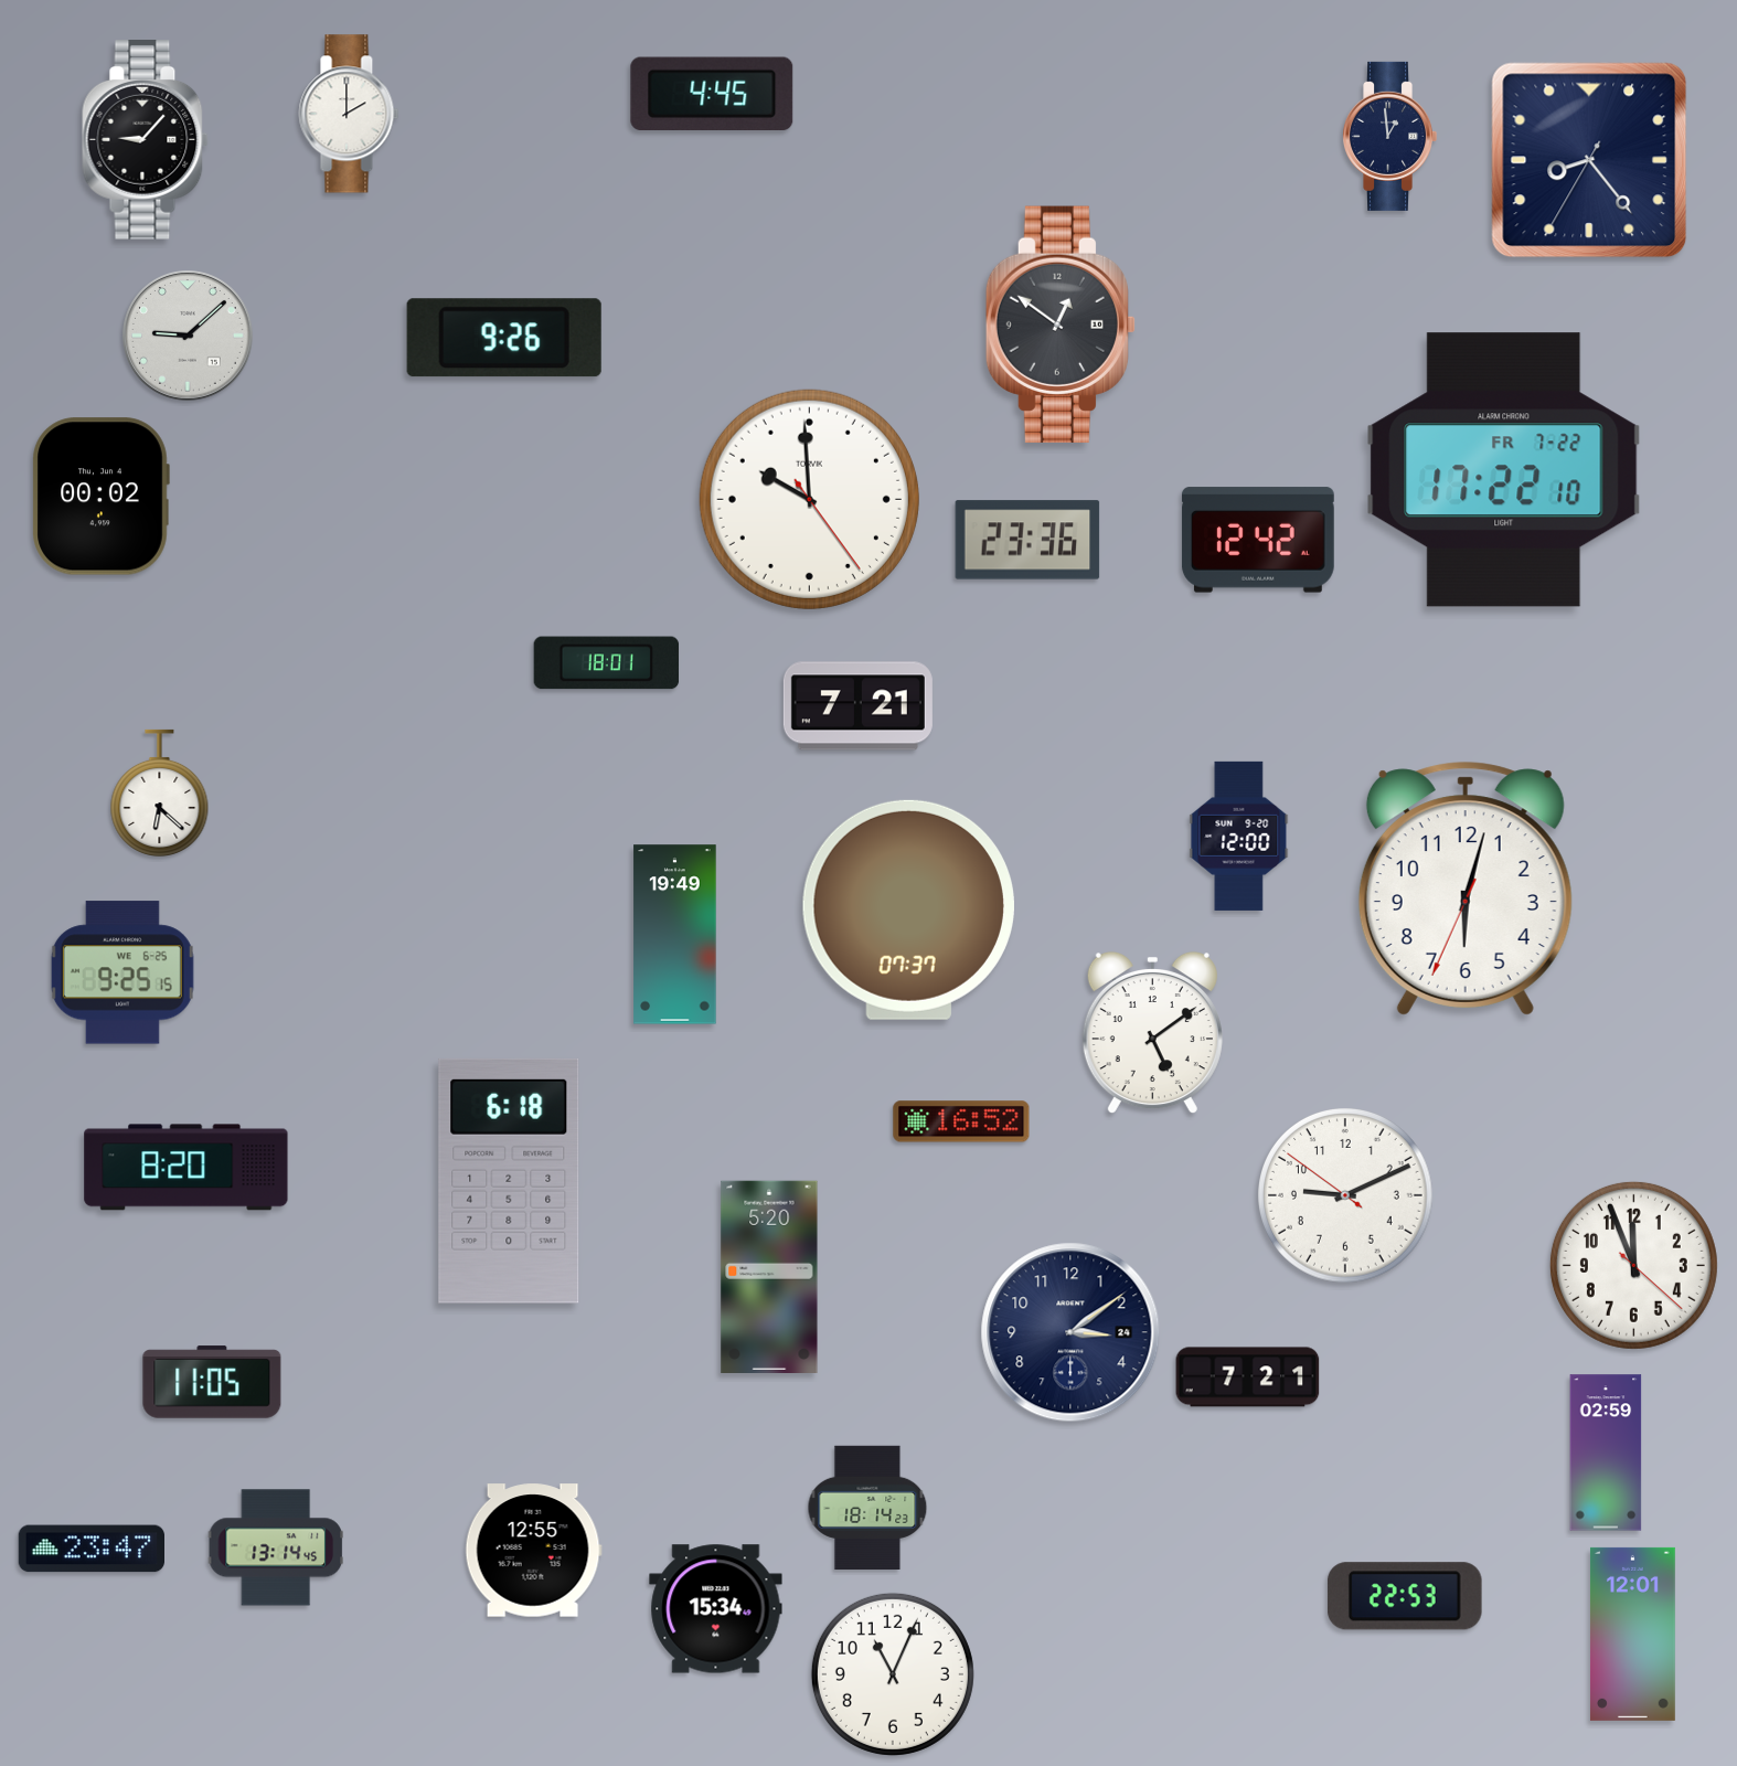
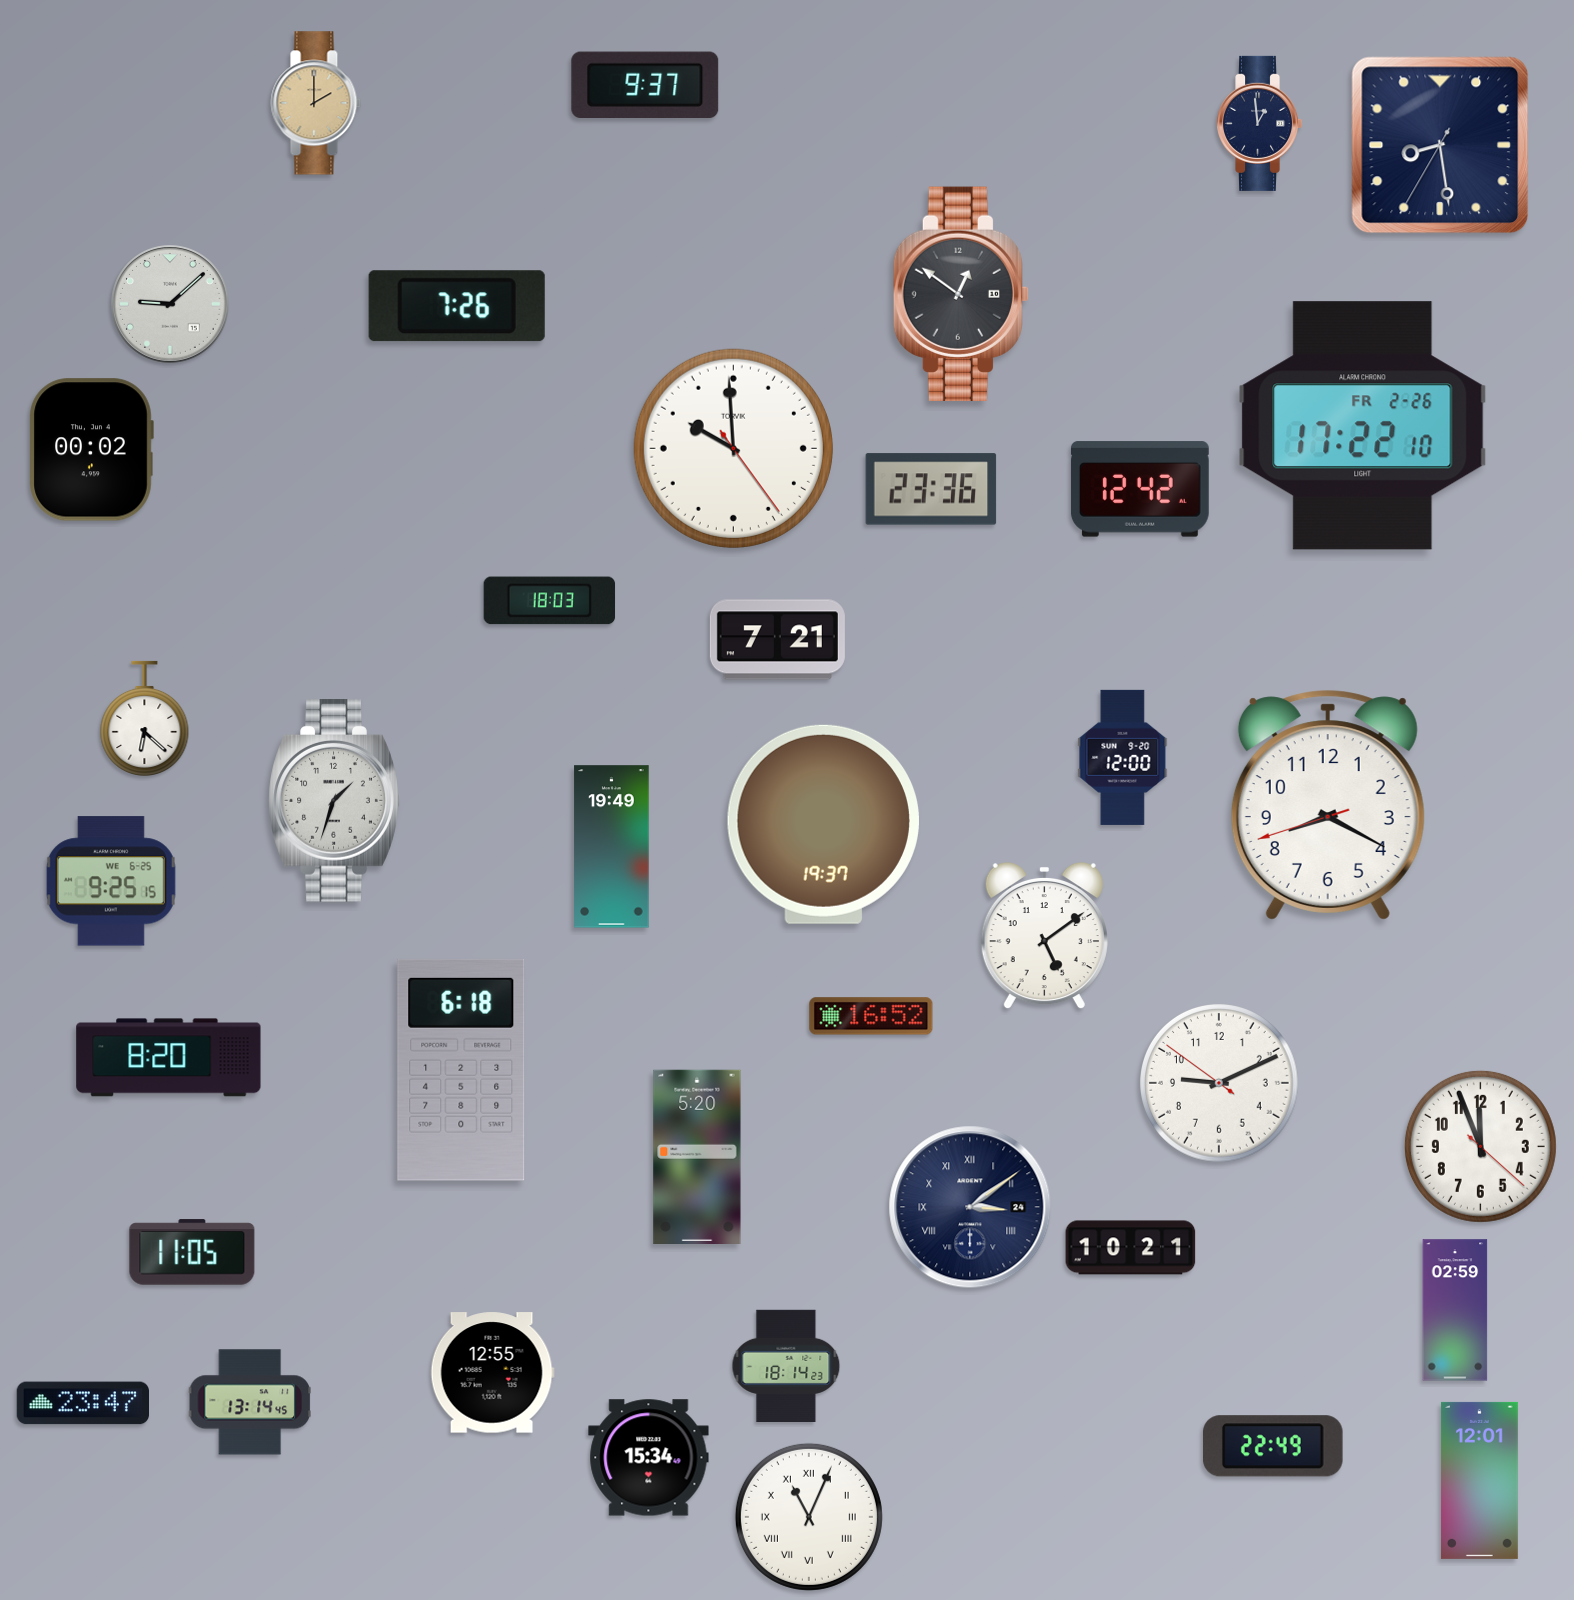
clock at (712, 94): 4:45 -> 9:37
clock at (349, 114) dial: white -> champagne
clock at (146, 140): 9:07 -> none
clock at (1589, 160): 8:23 -> 8:28
clock at (504, 338): 9:26 -> 7:26
clock at (1504, 470) date: FR 7-22 -> FR 2-26
clock at (809, 499) position: (809, 499) -> (733, 448)
clock at (607, 663): 18:01 -> 18:03
clock at (335, 801): none -> 1:33
clock at (1466, 889): 6:02 -> 8:19
clock at (908, 909): 07:37 -> 19:37
clock at (1070, 1332) numerals: Arabic -> Roman
clock at (1248, 1377): 7:21 -> 10:21
clock at (1606, 1453) position: (1606, 1453) -> (1455, 1310)
clock at (533, 1551) position: (533, 1551) -> (492, 1373)
clock at (1405, 1596): 22:53 -> 22:49
clock at (893, 1674) numerals: Arabic -> Roman
